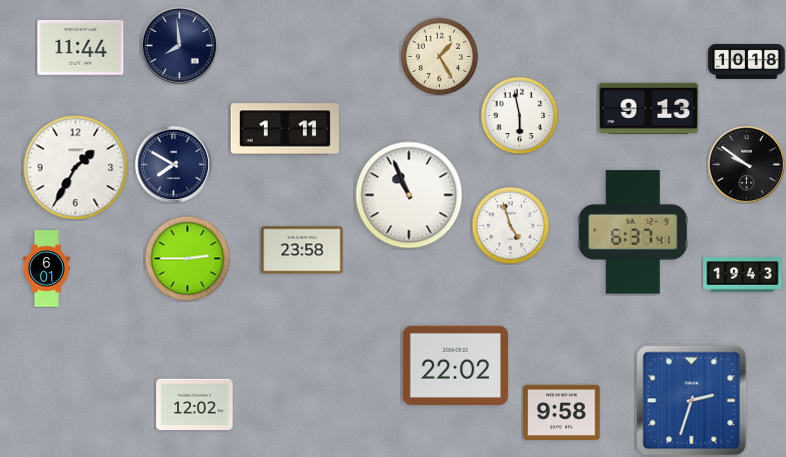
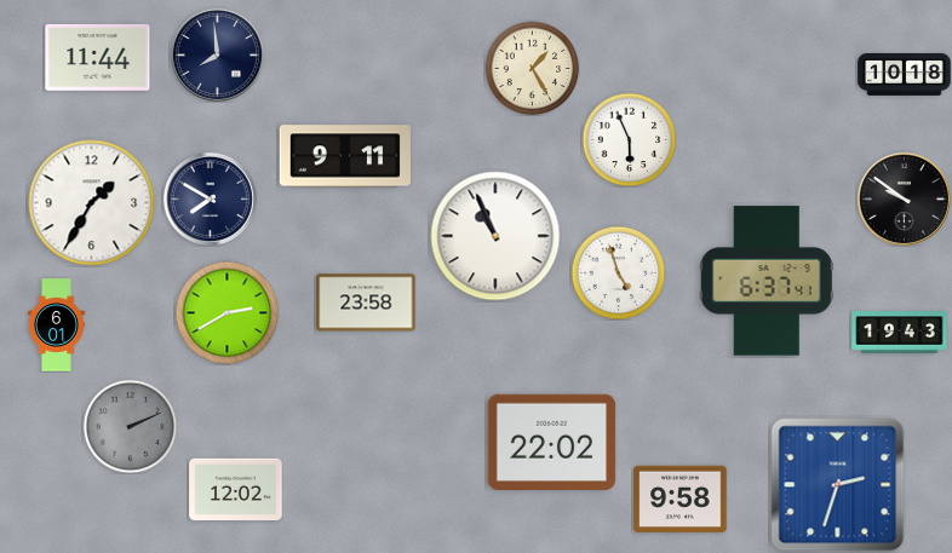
clock at (649, 108): 9:13 -> none
clock at (519, 115): 5:58 -> 5:56
clock at (285, 129): 1:11 -> 9:11
clock at (187, 258): 2:45 -> 2:40
clock at (130, 426): none -> 2:11
